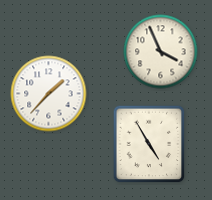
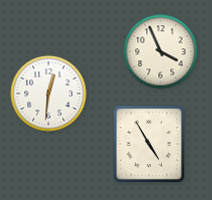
clock at (49, 94): 1:37 -> 12:31
